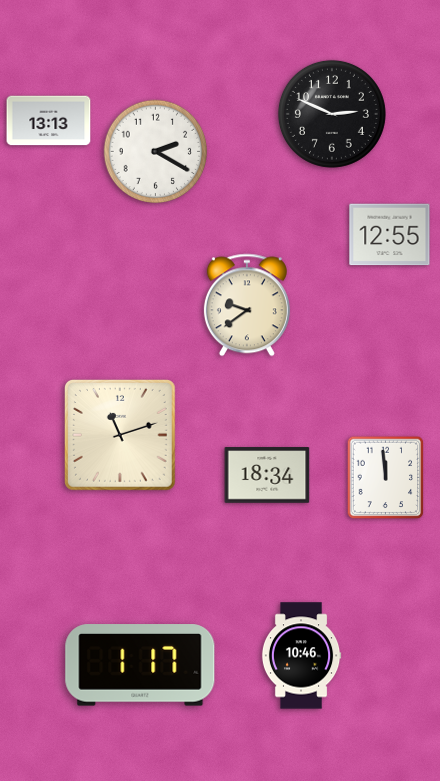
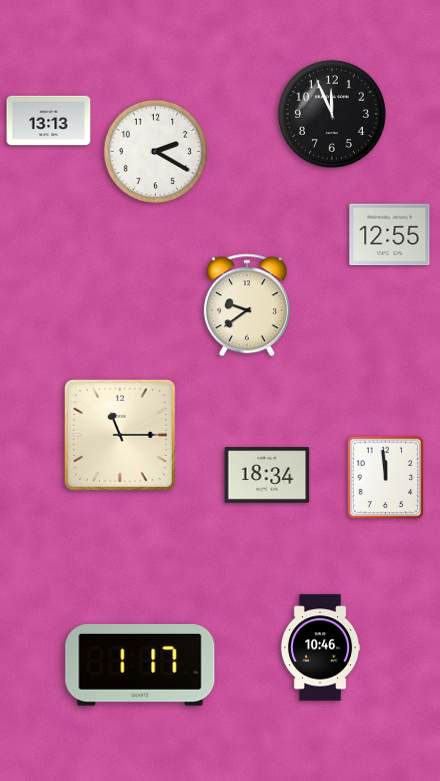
clock at (332, 114): 2:49 -> 11:56
clock at (121, 436): 11:12 -> 11:15
clock at (301, 656) position: (301, 656) -> (320, 648)
